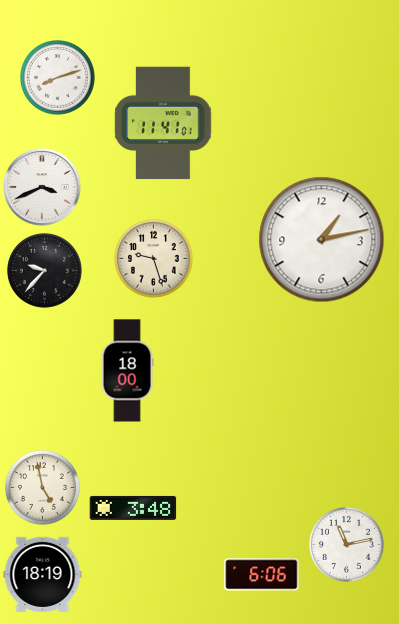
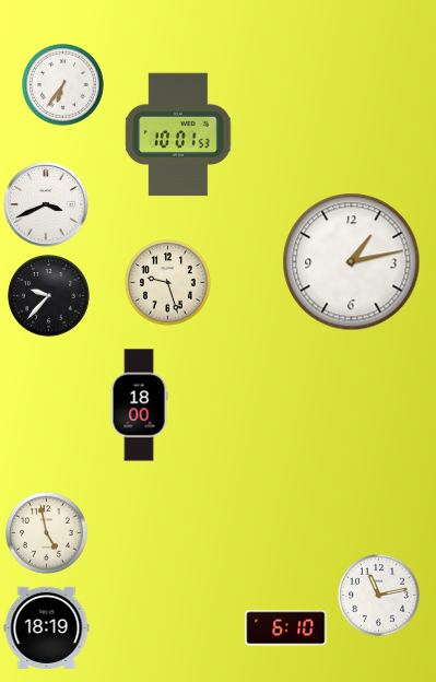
clock at (57, 77): 8:12 -> 6:36
clock at (163, 123): 11:41 -> 10:01
clock at (133, 508): 3:48 -> none
clock at (262, 575): 6:06 -> 6:10
